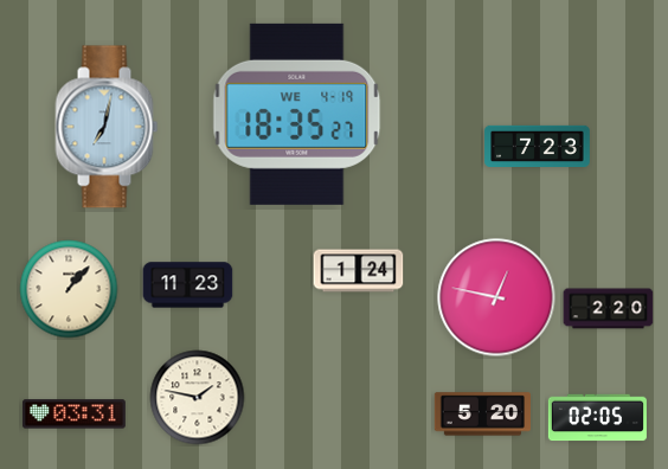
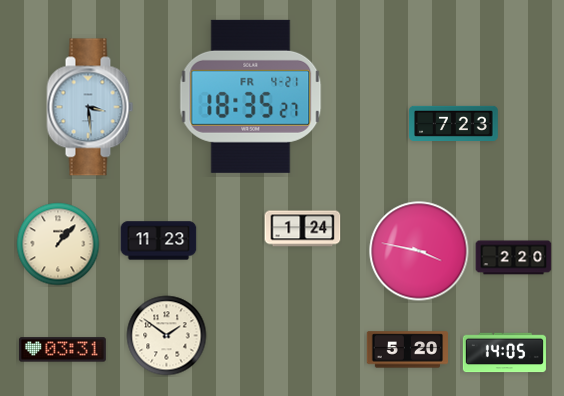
clock at (297, 114) date: WE 4-19 -> FR 4-21
clock at (107, 127): 7:02 -> 3:29
clock at (496, 297): 12:47 -> 3:47
clock at (609, 309) position: (609, 309) -> (514, 258)
clock at (198, 398): 1:47 -> 1:51
clock at (597, 418): 02:05 -> 14:05
